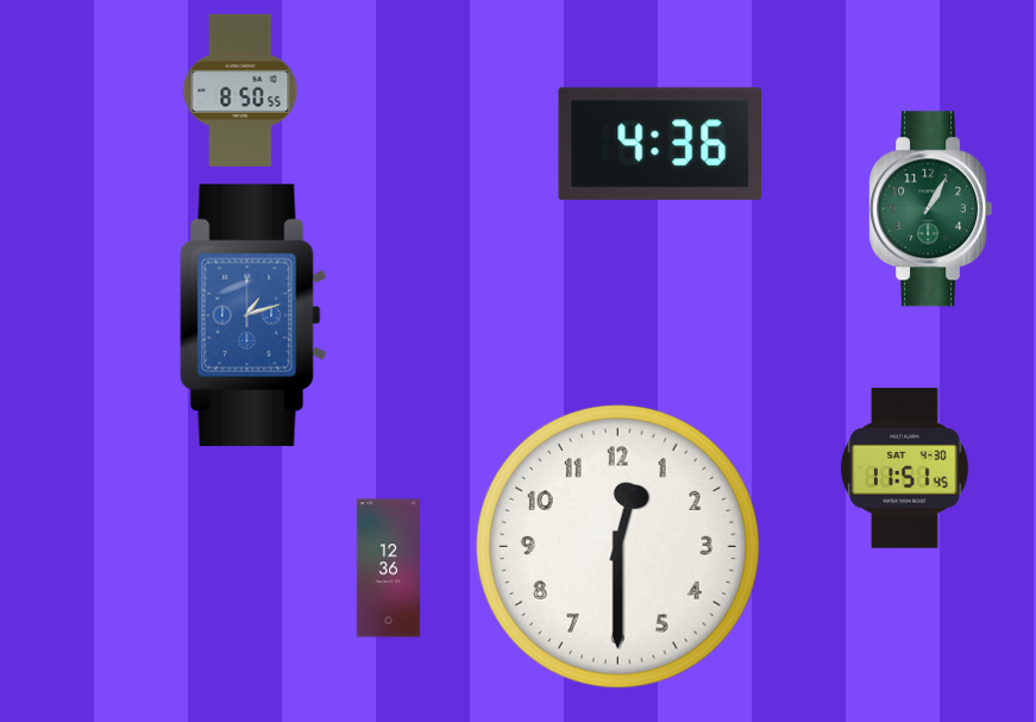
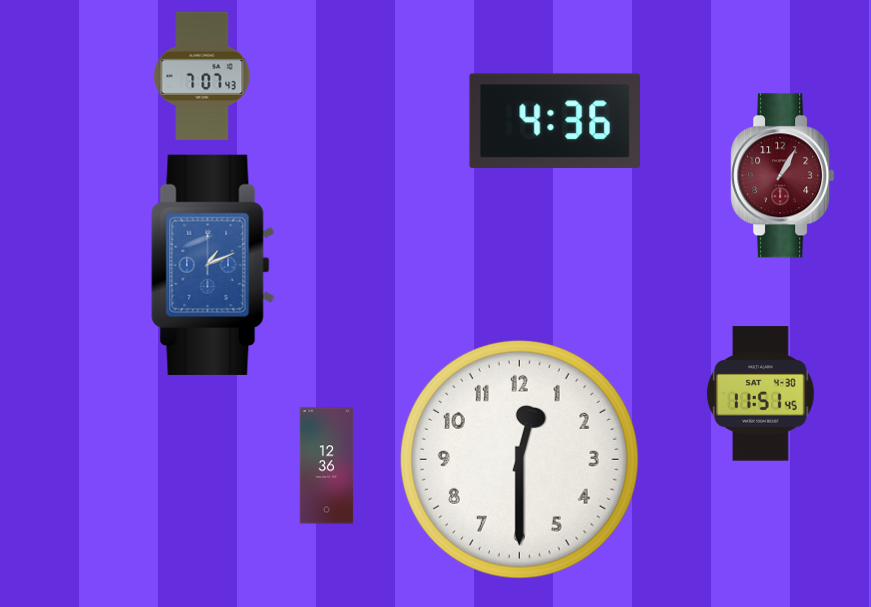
clock at (240, 90): 8:50 -> 7:07
clock at (931, 209) dial: green -> burgundy
clock at (253, 315): 1:12 -> 1:11
clock at (389, 569) position: (389, 569) -> (327, 466)
